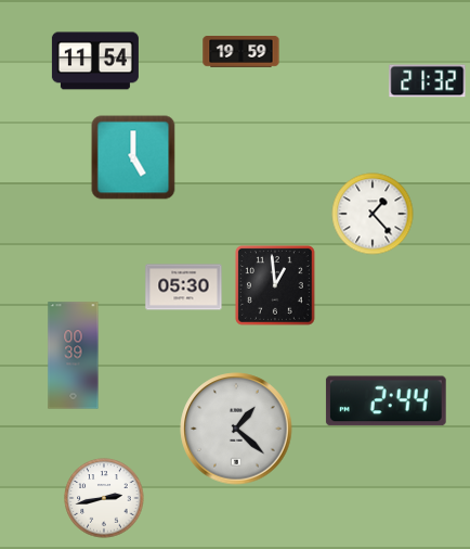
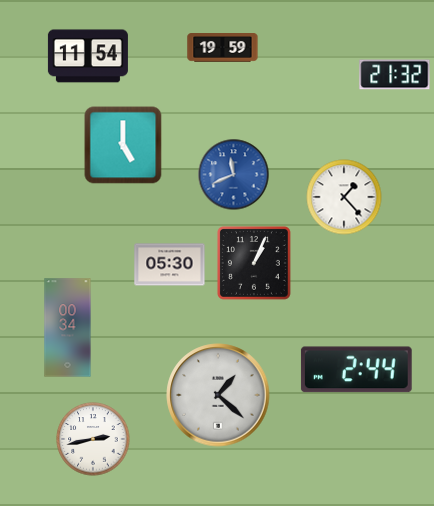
clock at (234, 175): none -> 11:41
clock at (275, 285): 12:59 -> 1:04
clock at (74, 356): 00:39 -> 00:34
clock at (104, 498) position: (104, 498) -> (93, 439)
